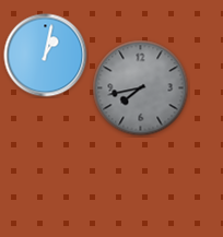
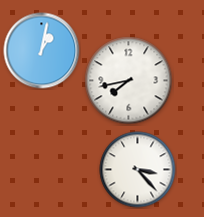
clock at (141, 88) dial: grey -> white
clock at (138, 170): none -> 3:23
